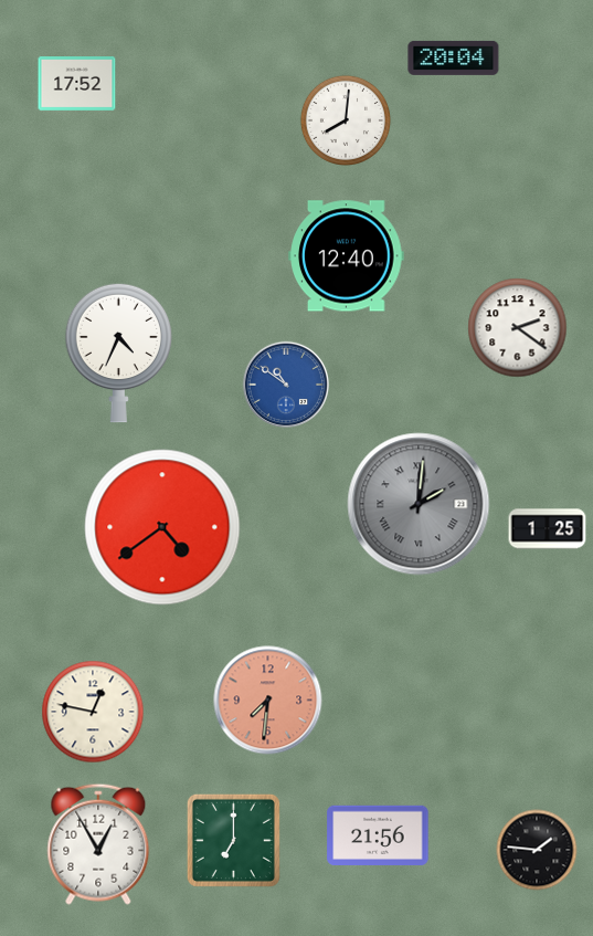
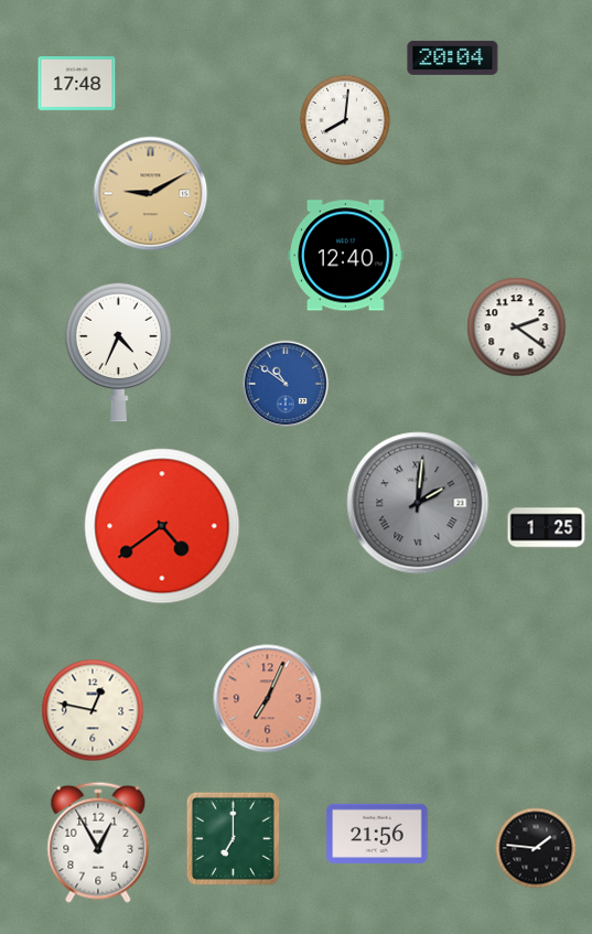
clock at (77, 84): 17:52 -> 17:48
clock at (151, 194): none -> 9:10
clock at (268, 701): 7:31 -> 7:04
